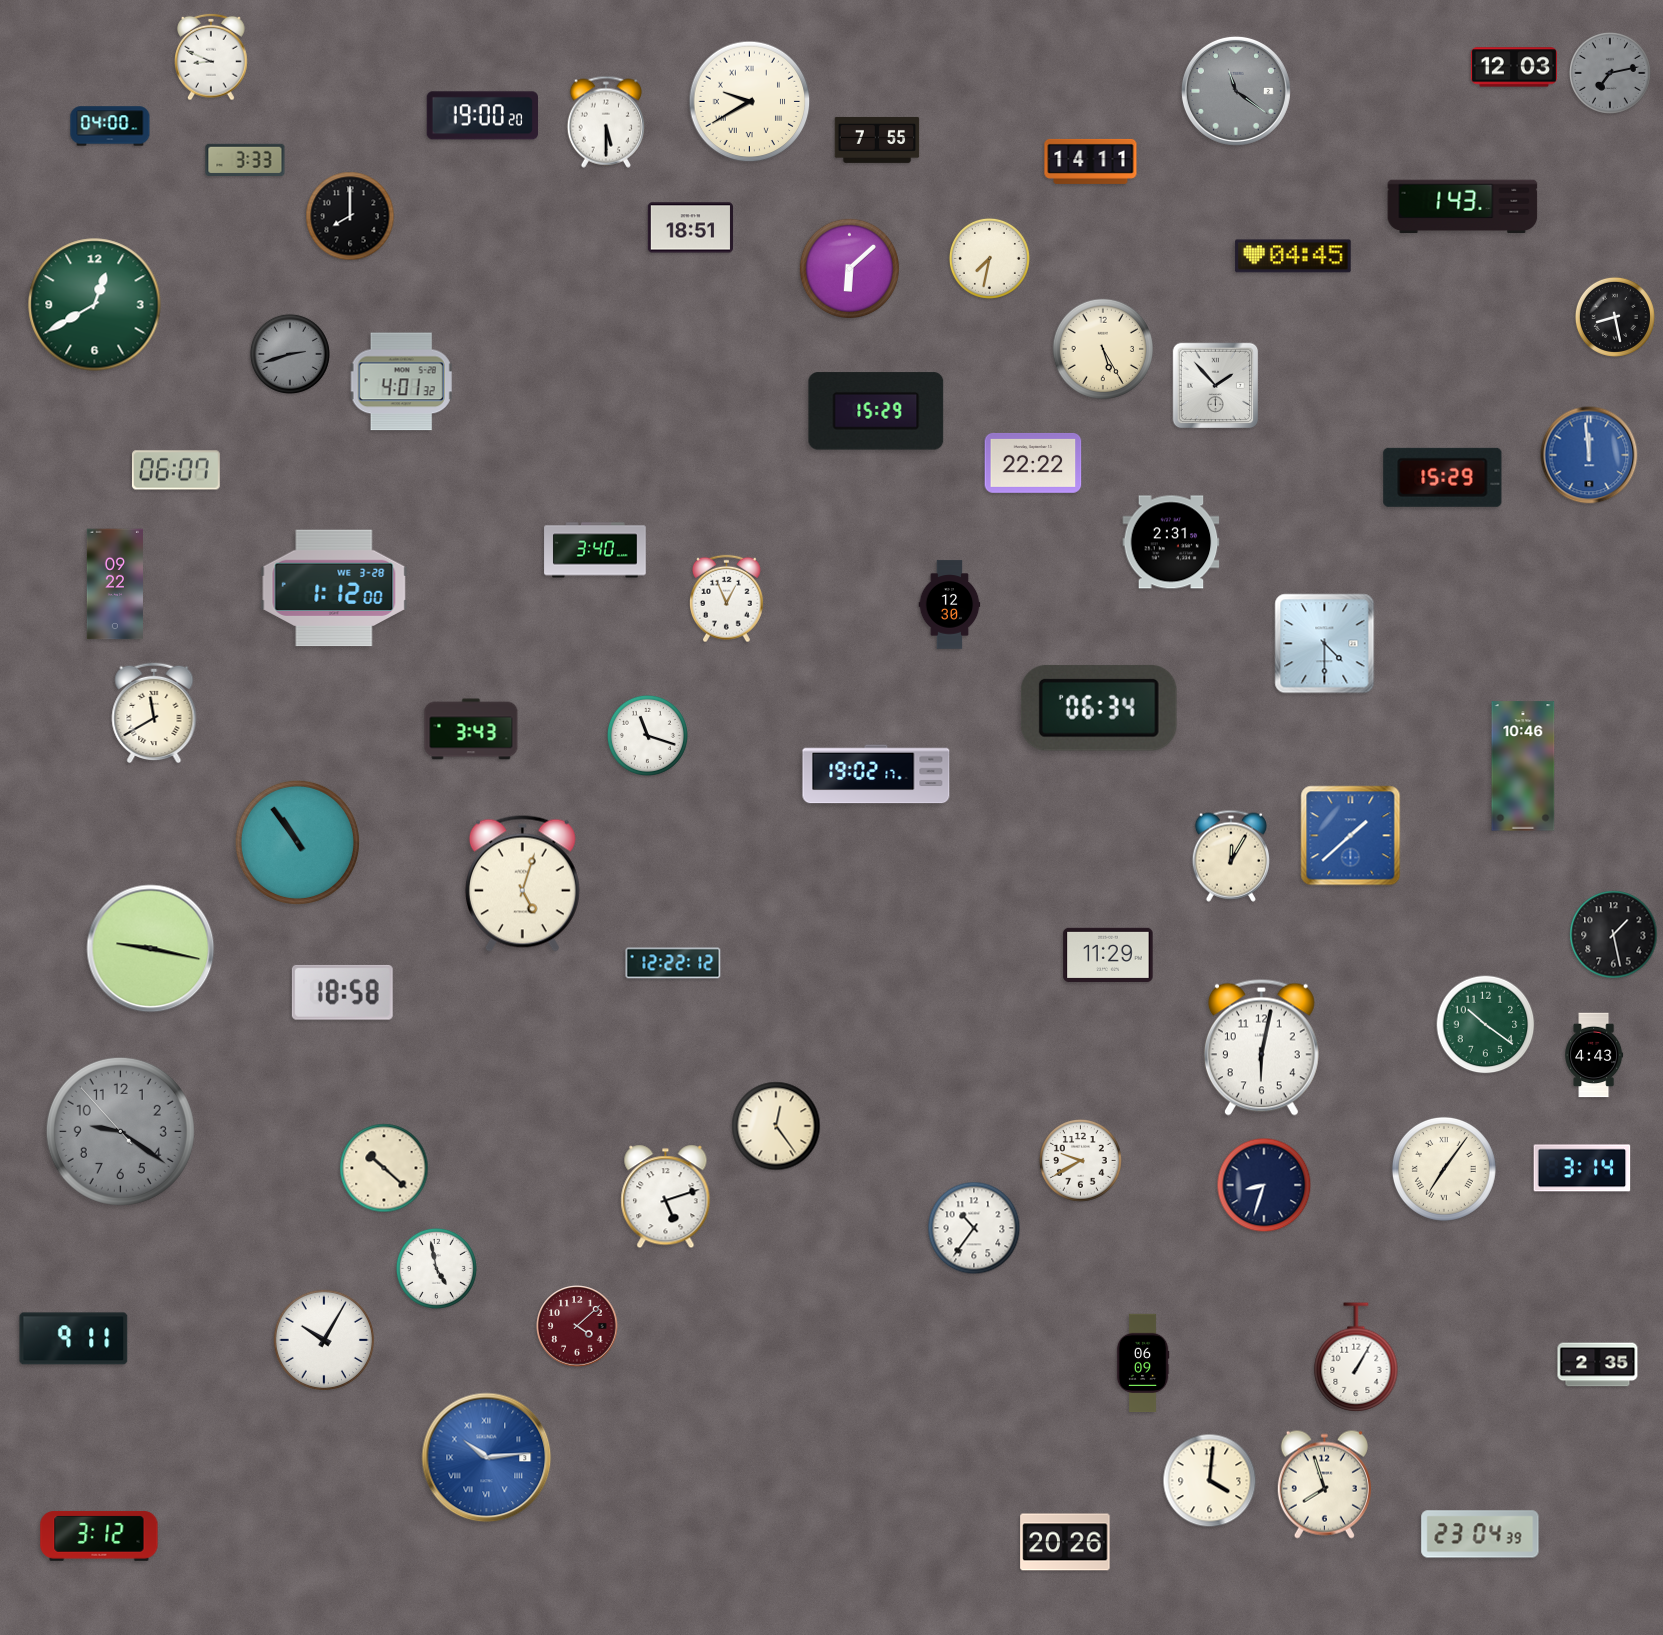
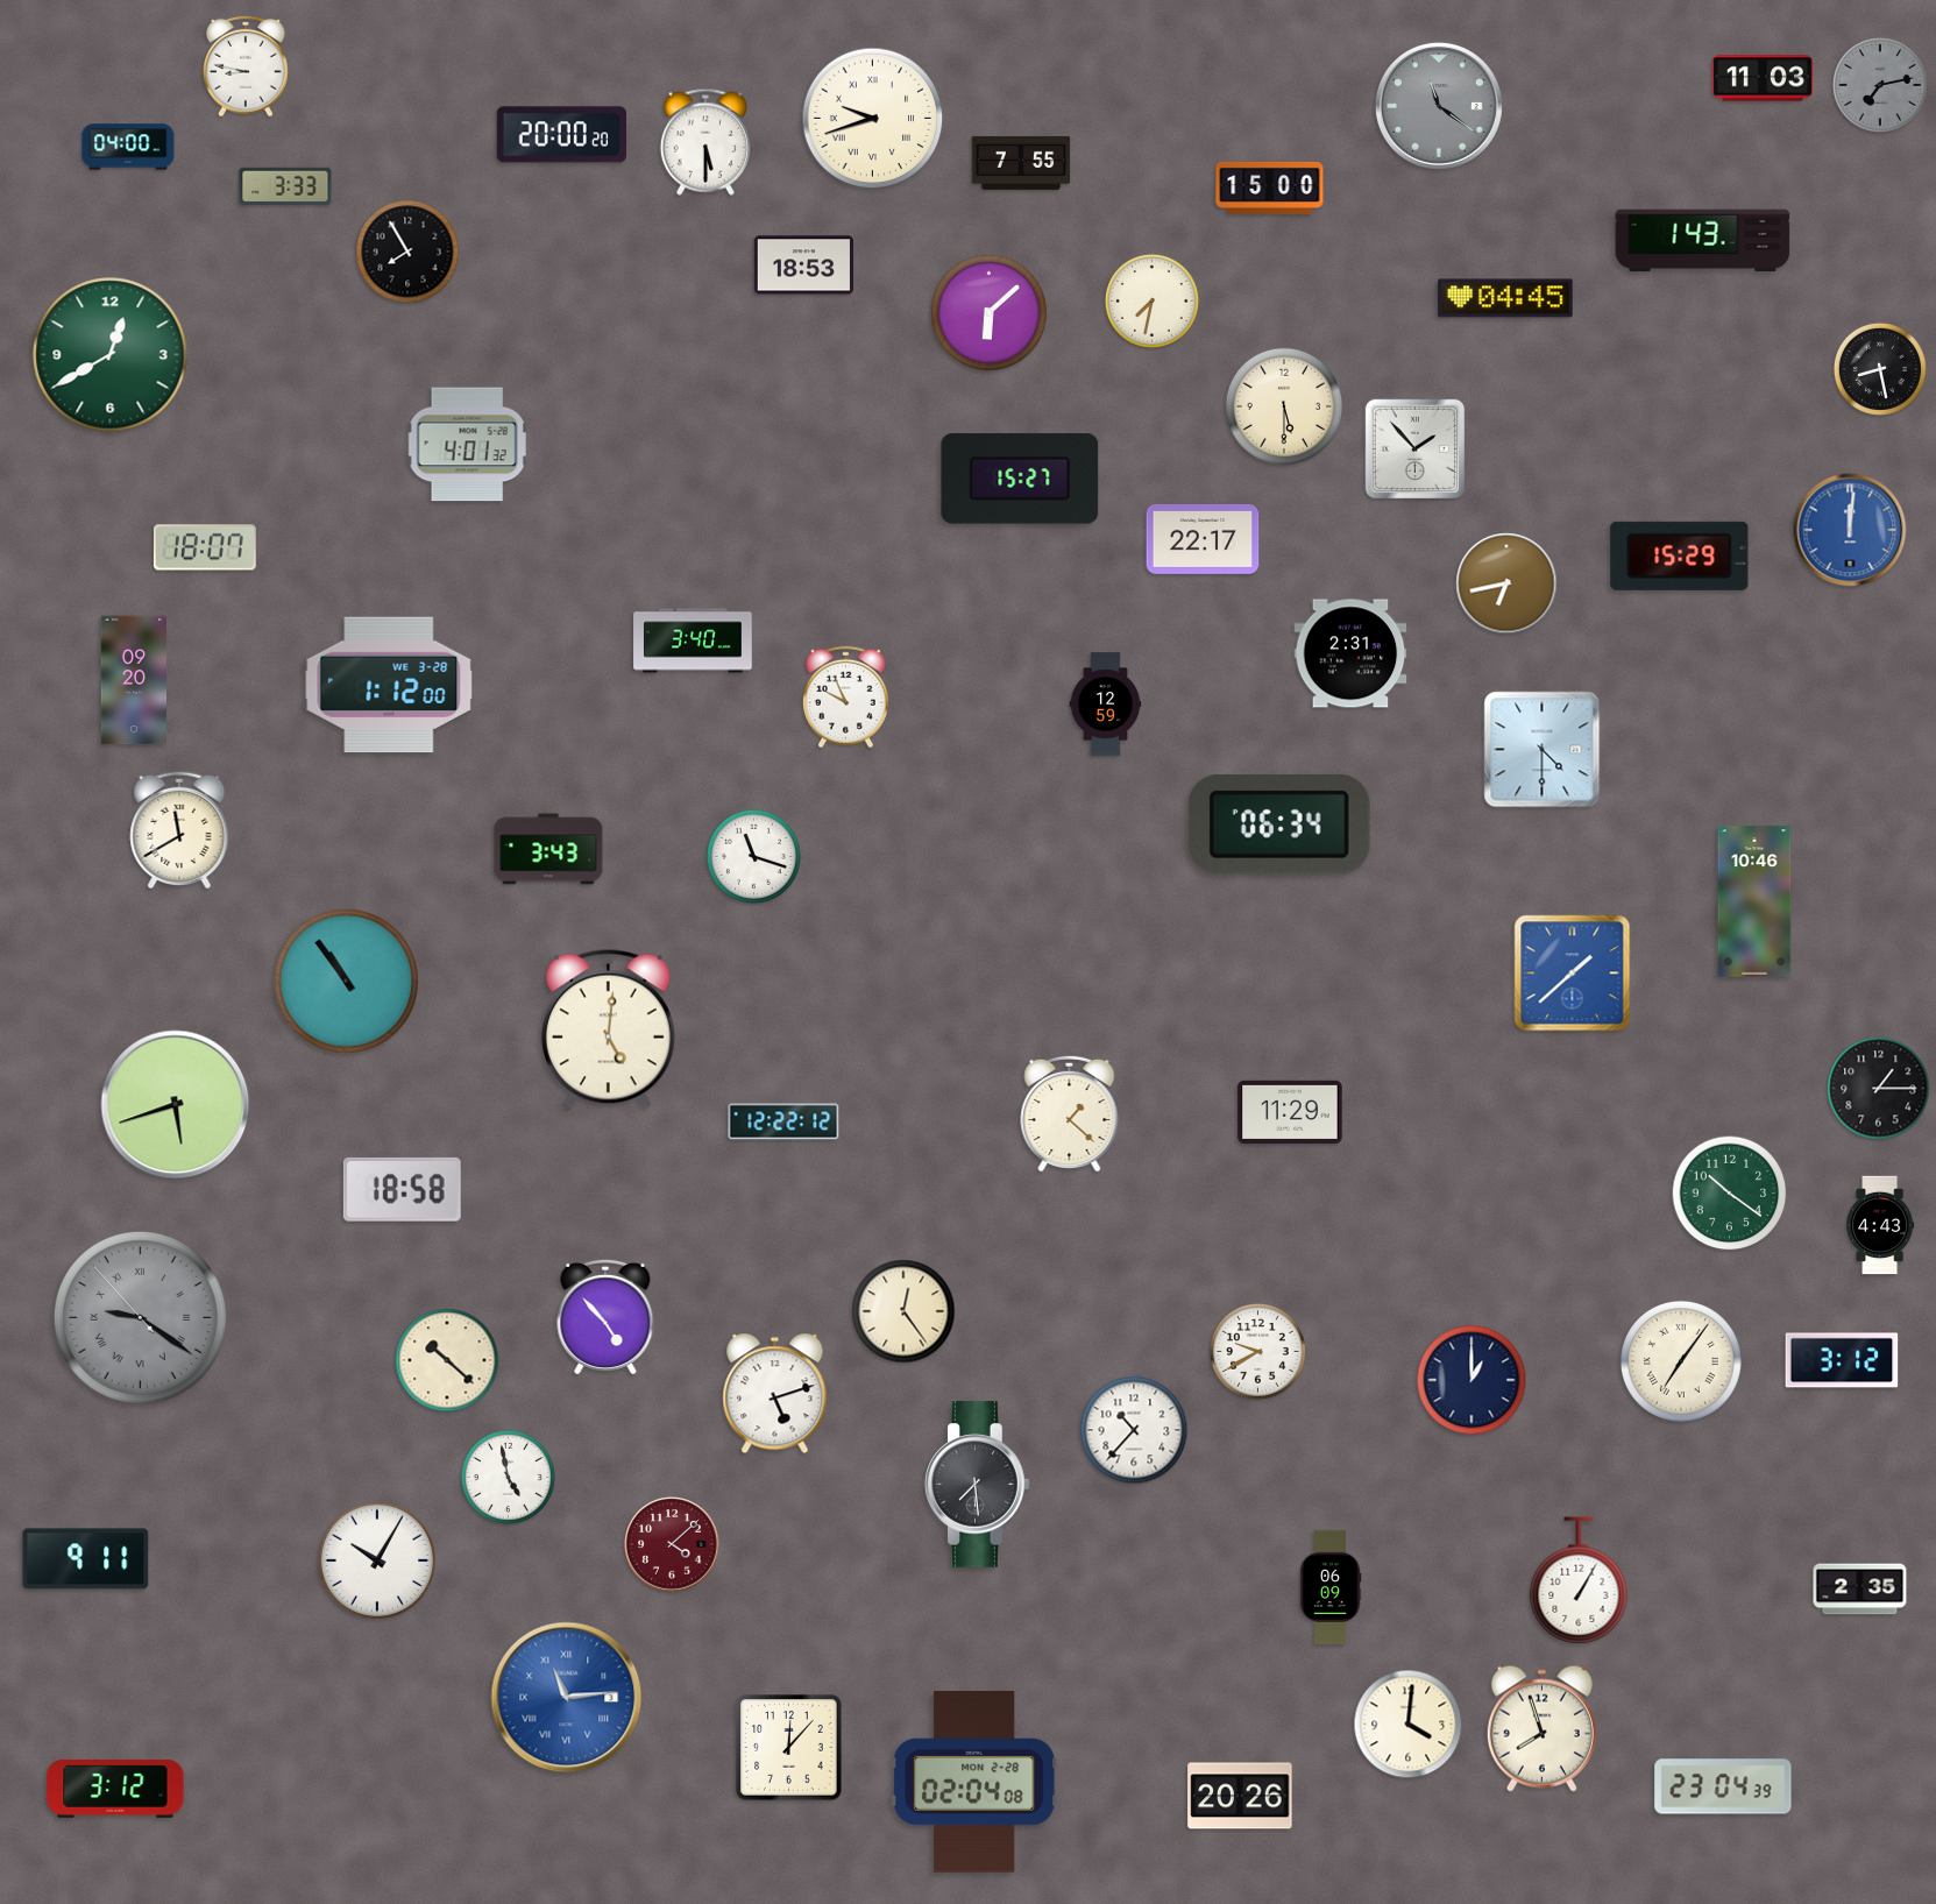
clock at (211, 57): 8:49 -> 8:47
clock at (1514, 67): 12:03 -> 11:03
clock at (1610, 73) position: (1610, 73) -> (1880, 85)
clock at (750, 102): 9:40 -> 9:42
clock at (482, 116): 19:00 -> 20:00
clock at (1091, 161): 14:11 -> 15:00
clock at (350, 216): 8:00 -> 7:55
clock at (690, 228): 18:51 -> 18:53
clock at (1102, 348): 5:25 -> 5:30
clock at (290, 354): 2:42 -> none
clock at (876, 411): 15:29 -> 15:27
clock at (1589, 455): 11:59 -> 12:01
clock at (1033, 463): 22:22 -> 22:17
clock at (176, 470): 06:07 -> 18:07
clock at (1506, 583): none -> 6:43
clock at (1171, 542) position: (1171, 542) -> (1350, 653)
clock at (115, 584): 09:22 -> 09:20
clock at (727, 599): 12:56 -> 9:56
clock at (950, 605): 12:30 -> 12:59
clock at (1523, 766) position: (1523, 766) -> (1754, 901)
clock at (876, 774): 19:02 -> none
clock at (1231, 856): 12:05 -> none
clock at (522, 883): 5:03 -> 5:01
clock at (1614, 935): 1:28 -> 1:15
clock at (151, 949): 9:17 -> 5:42
clock at (1070, 1112): none -> 1:22
clock at (342, 992) position: (342, 992) -> (402, 1189)
clock at (1261, 1047): 6:02 -> none
clock at (1594, 1055) position: (1594, 1055) -> (1880, 1225)
clock at (120, 1131) numerals: Arabic -> Roman
clock at (605, 1317): none -> 4:53
clock at (1582, 1168): 3:14 -> 3:12
clock at (1264, 1185): 8:33 -> 1:00
clock at (974, 1228): 10:36 -> 10:37
clock at (978, 1485): none -> 7:29
clock at (487, 1458): 10:14 -> 11:14
clock at (789, 1748): none -> 12:07
clock at (974, 1782): none -> 02:04
